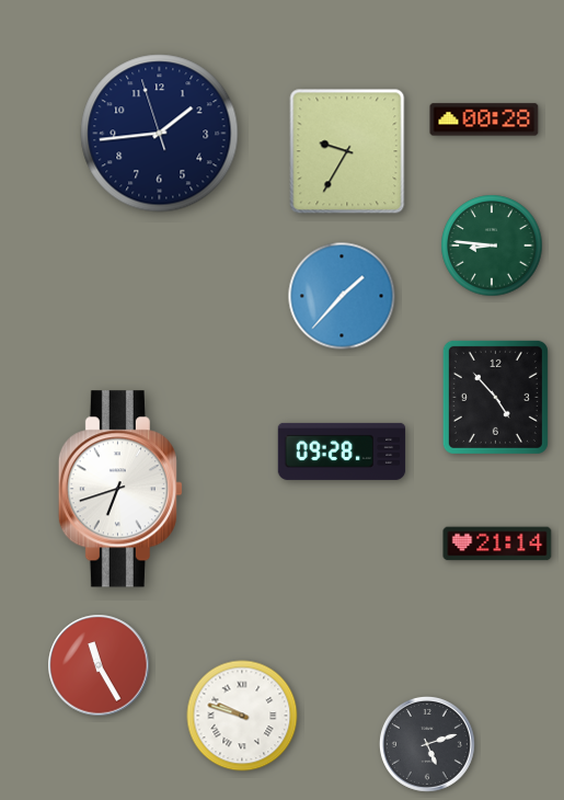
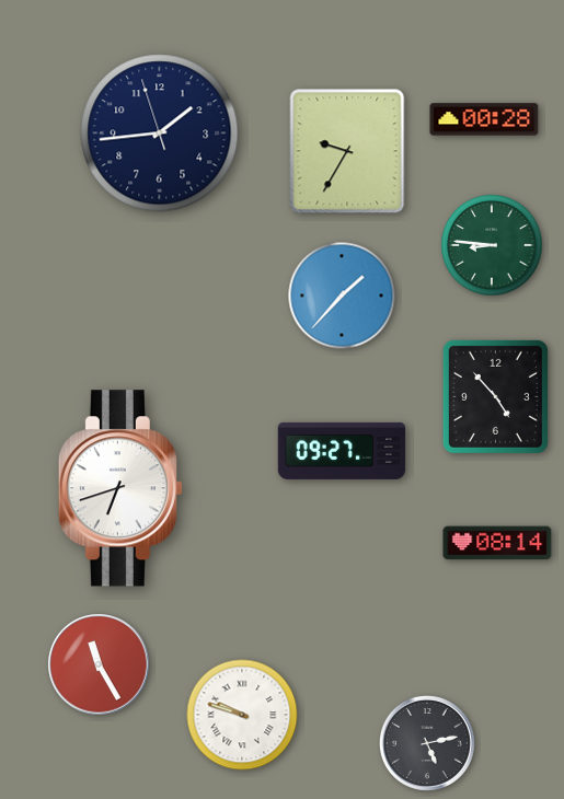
clock at (342, 452): 09:28 -> 09:27
clock at (497, 544): 21:14 -> 08:14
clock at (427, 744): 5:12 -> 5:13
